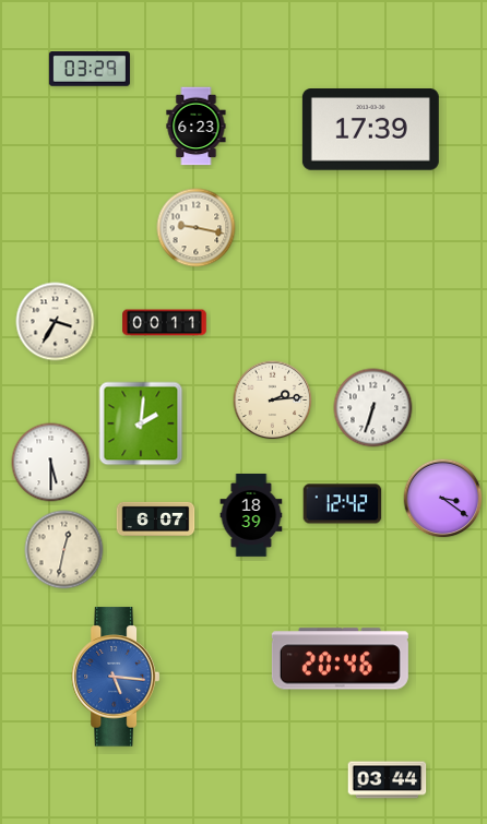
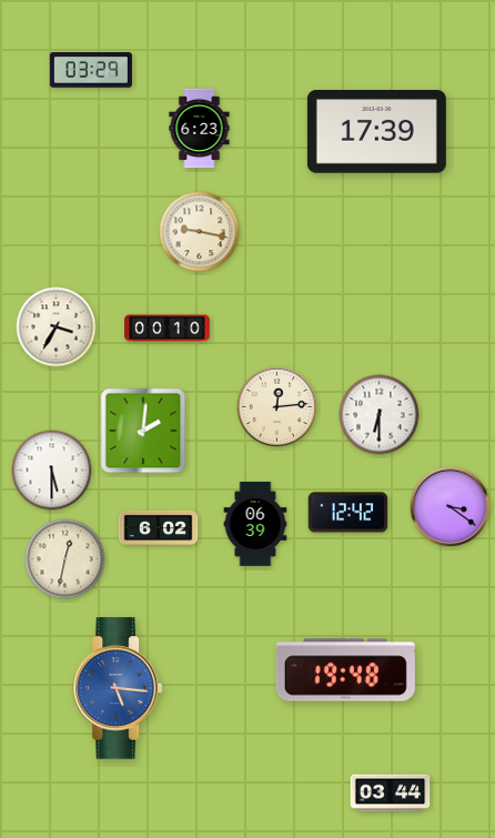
clock at (165, 323): 00:11 -> 00:10
clock at (273, 401): 2:14 -> 12:14
clock at (373, 408): 6:33 -> 6:30
clock at (251, 516): 18:39 -> 06:39
clock at (156, 518): 6:07 -> 6:02
clock at (340, 659): 20:46 -> 19:48
clock at (388, 780) position: (388, 780) -> (391, 794)
